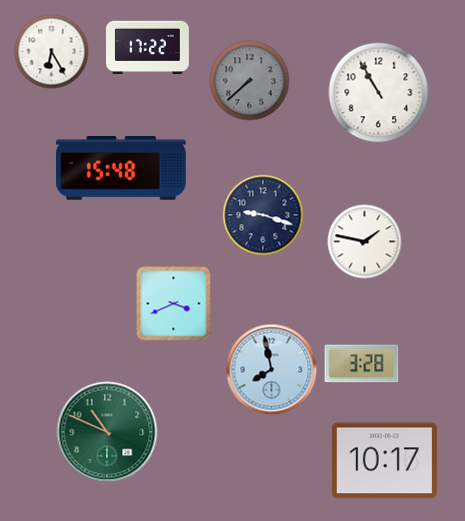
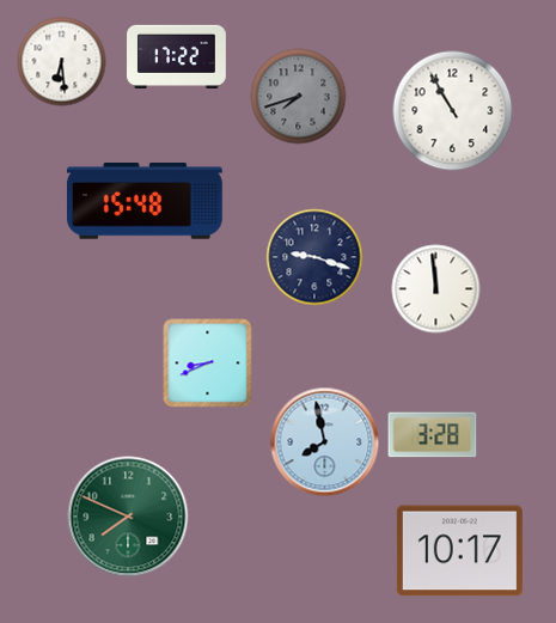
clock at (52, 52): 6:25 -> 6:29
clock at (250, 81): 7:38 -> 7:42
clock at (365, 242): 1:47 -> 11:59
clock at (174, 304): 3:41 -> 8:41
clock at (107, 432): 10:49 -> 7:49
